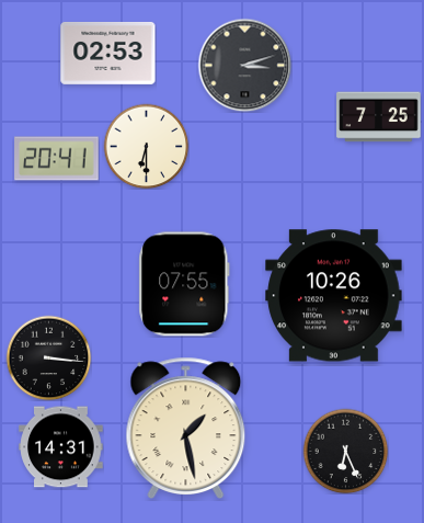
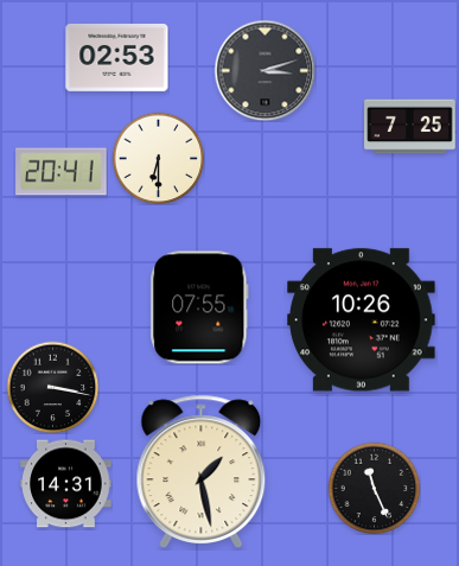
clock at (48, 357): 3:16 -> 3:17
clock at (186, 428) position: (186, 428) -> (202, 471)
clock at (345, 451): 6:26 -> 11:26
